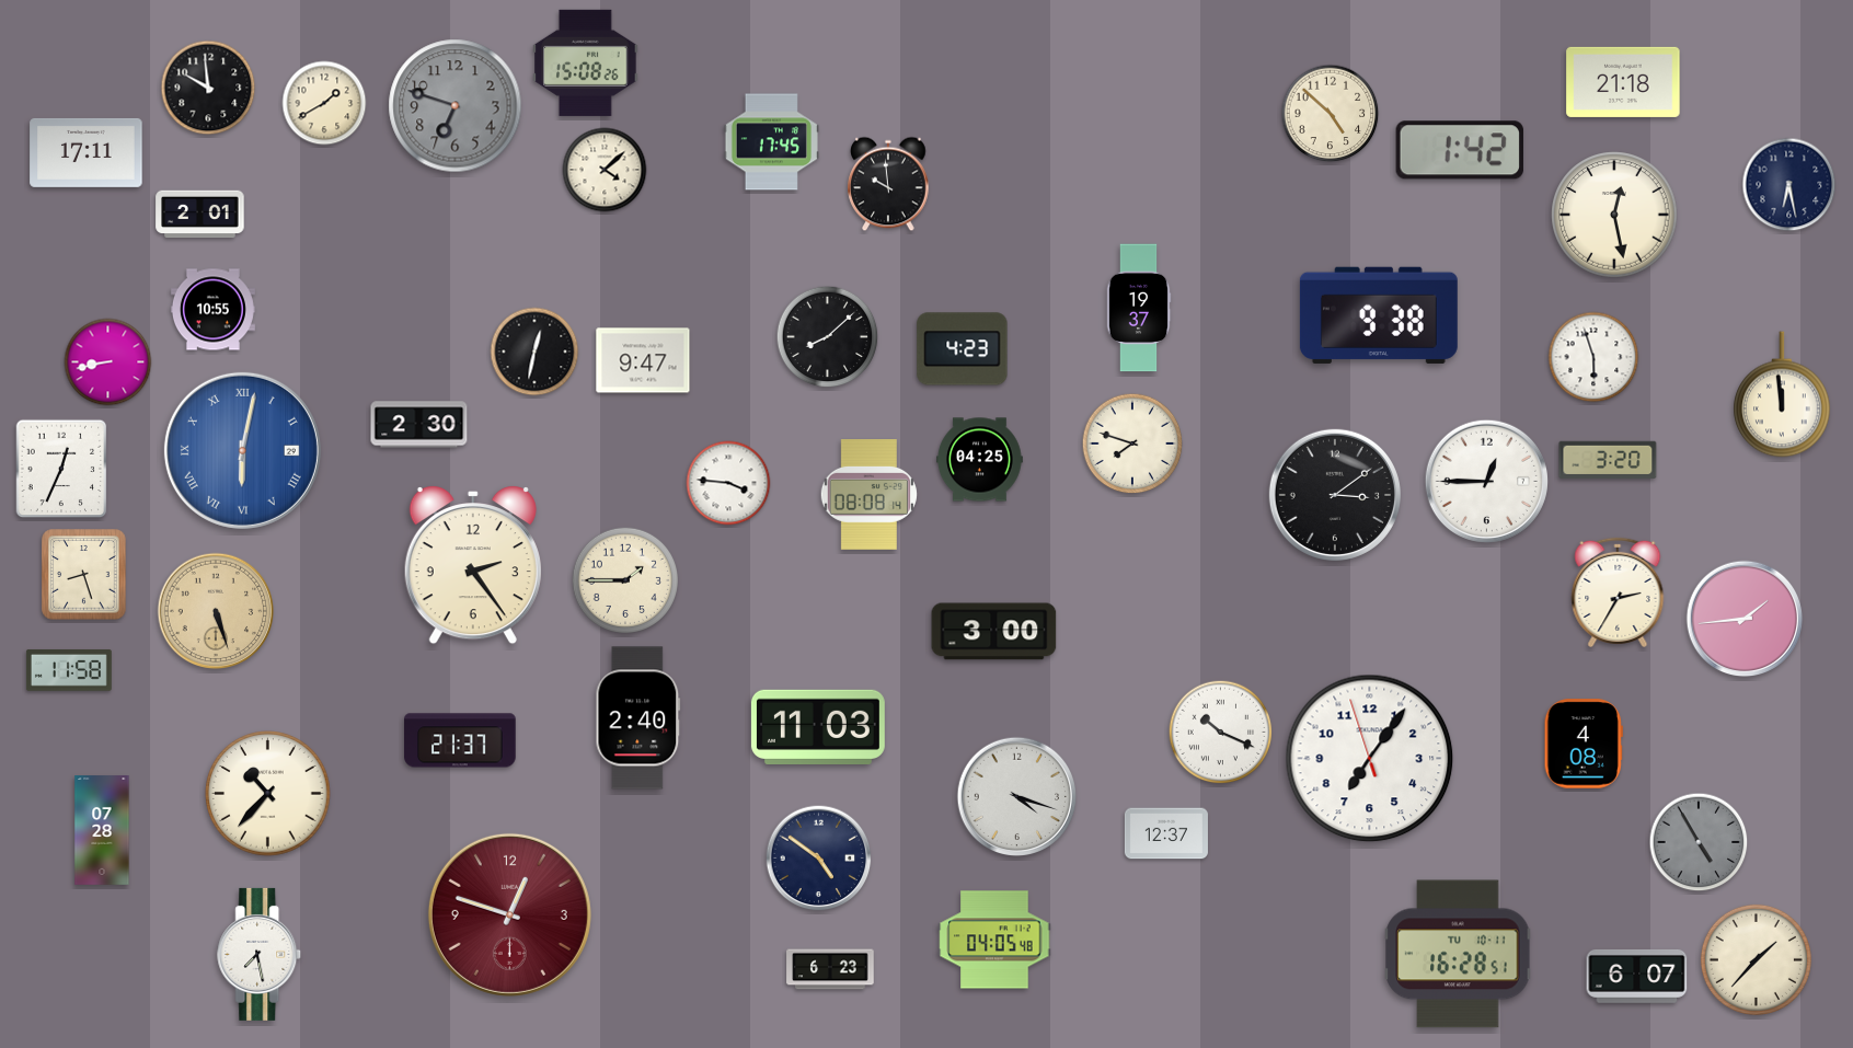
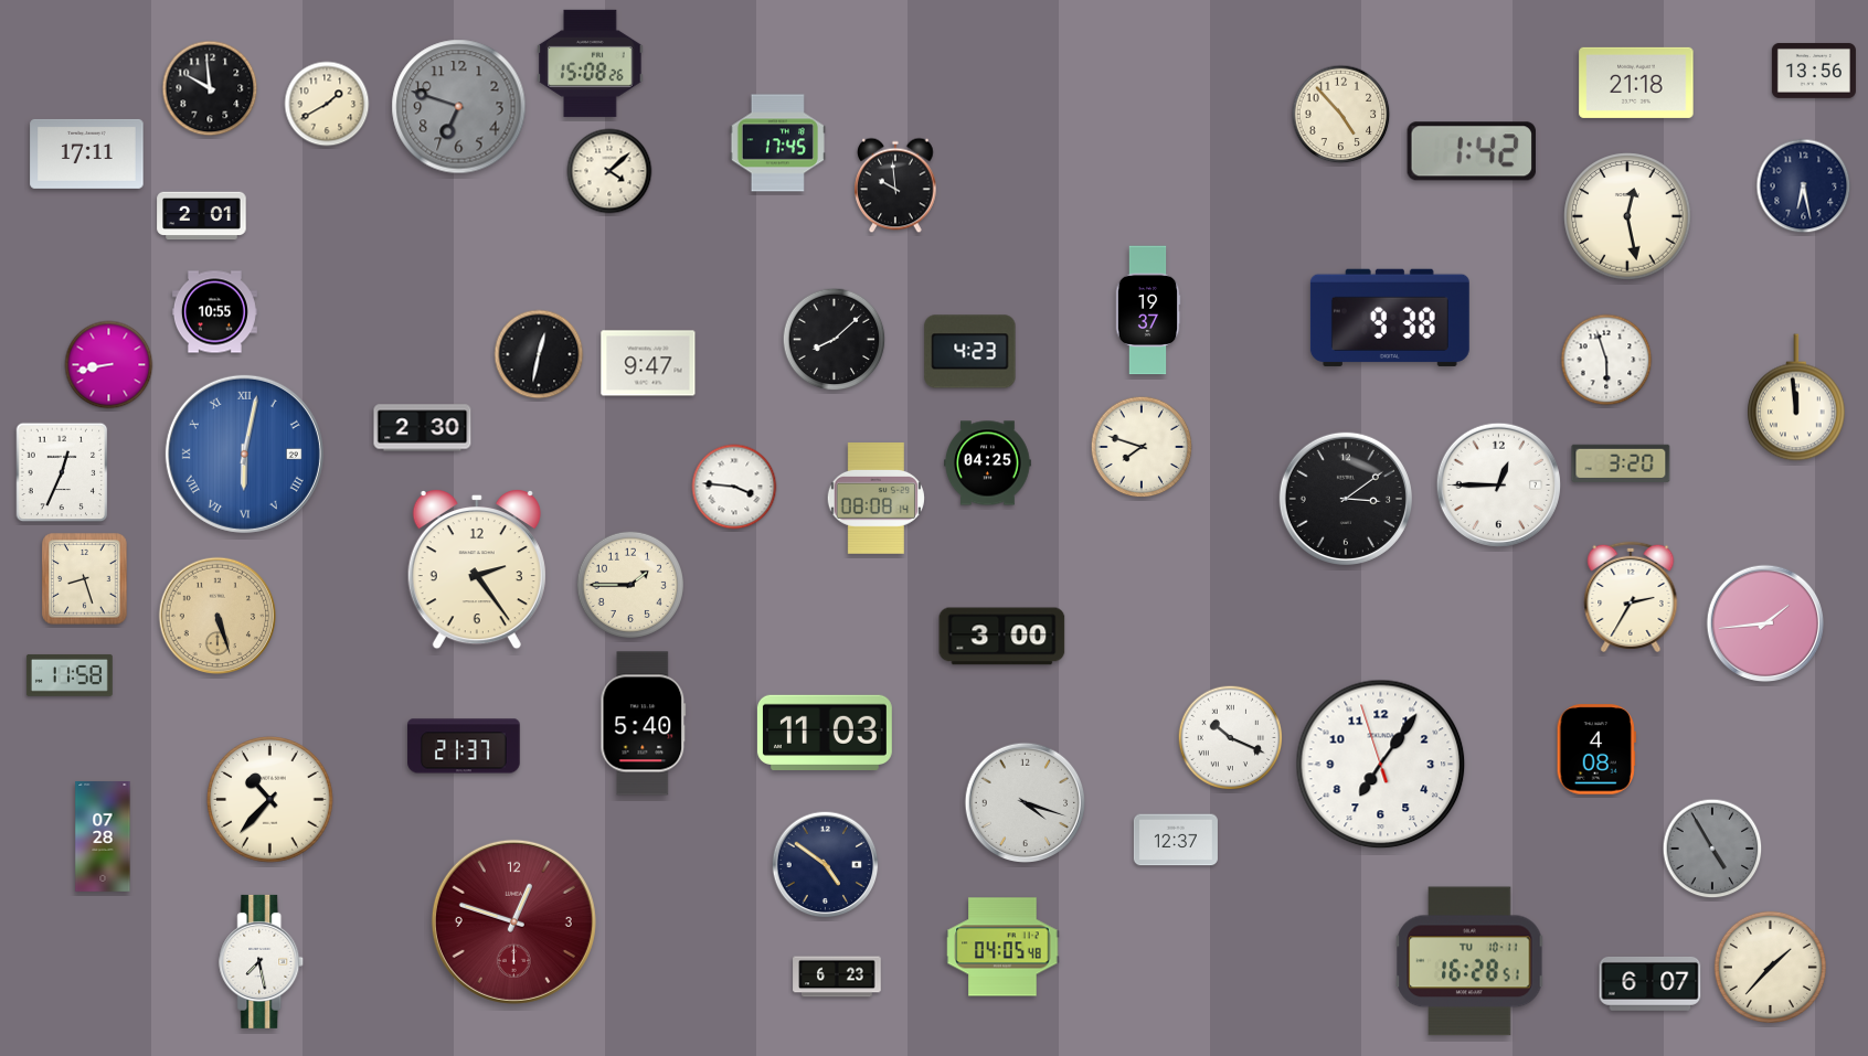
clock at (1814, 71): none -> 13:56
clock at (1331, 114): 4:52 -> 4:53
clock at (1745, 619) position: (1745, 619) -> (1765, 623)
clock at (638, 718): 2:40 -> 5:40
